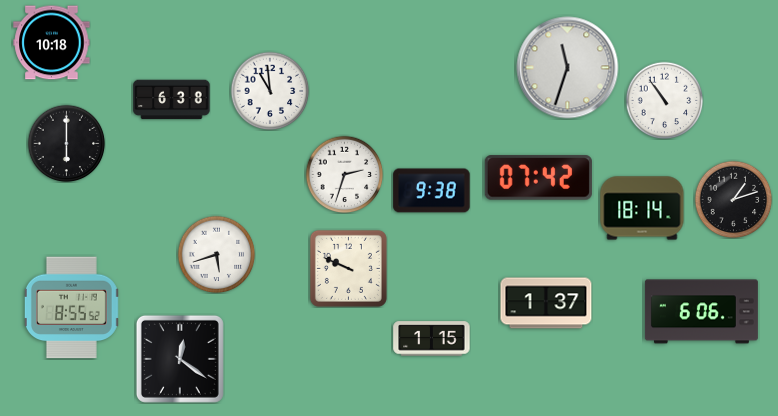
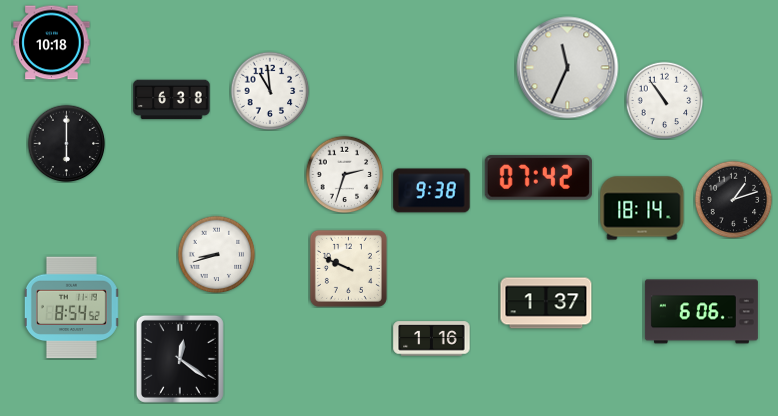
clock at (568, 68): 11:33 -> 11:34
clock at (216, 254): 5:42 -> 8:42
clock at (71, 308): 8:55 -> 8:54
clock at (432, 339): 1:15 -> 1:16
